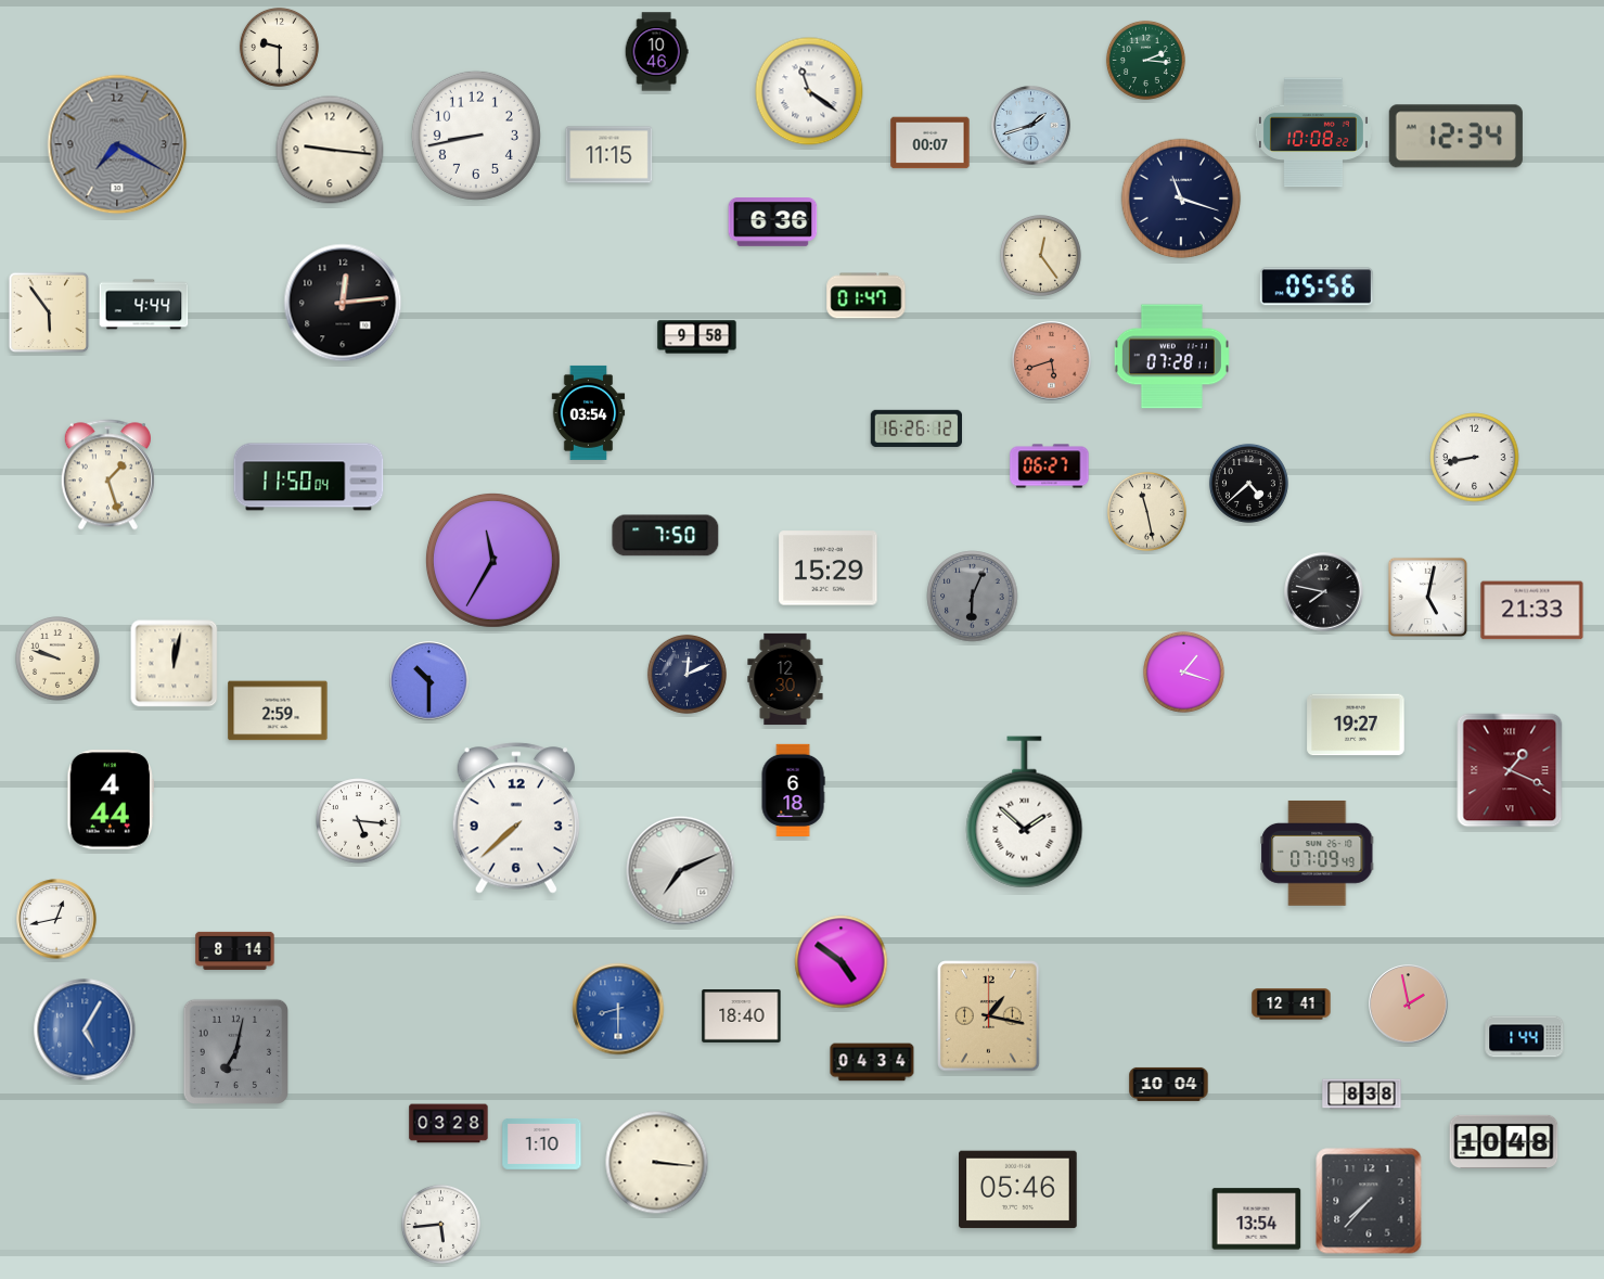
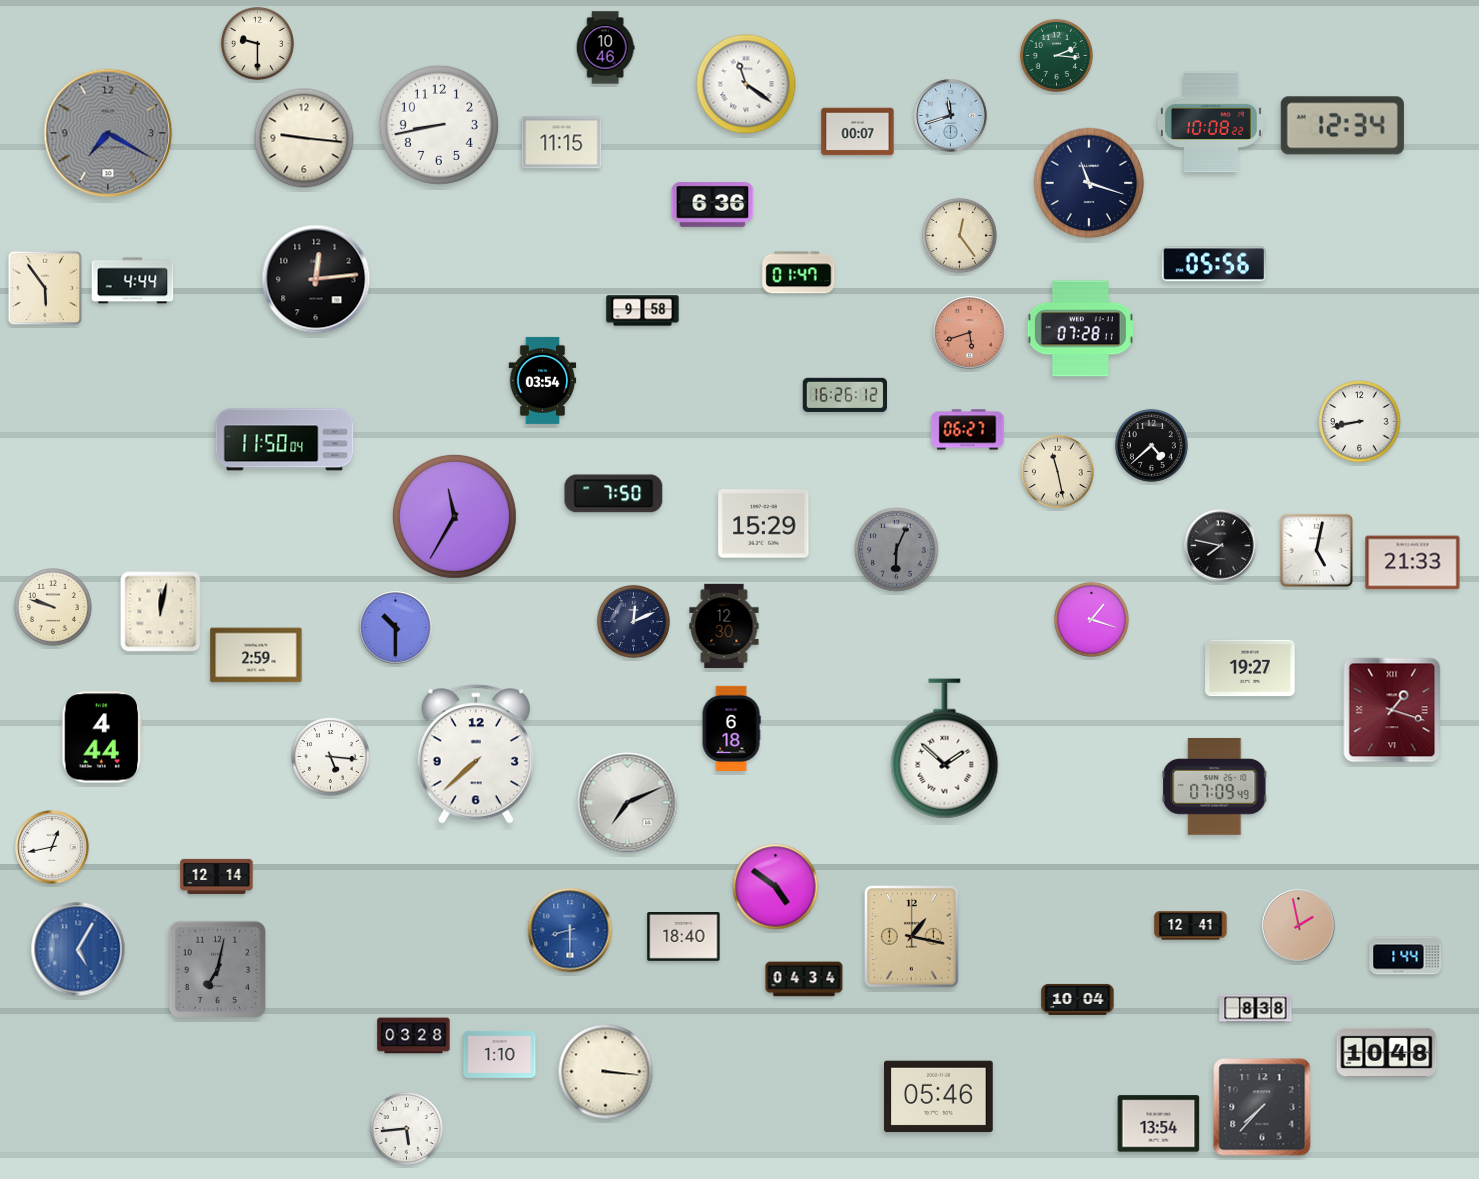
clock at (1031, 126): 1:42 -> 11:42
clock at (107, 475): 1:27 -> none
clock at (1510, 770): 1:19 -> 1:18
clock at (235, 950): 8:14 -> 12:14
